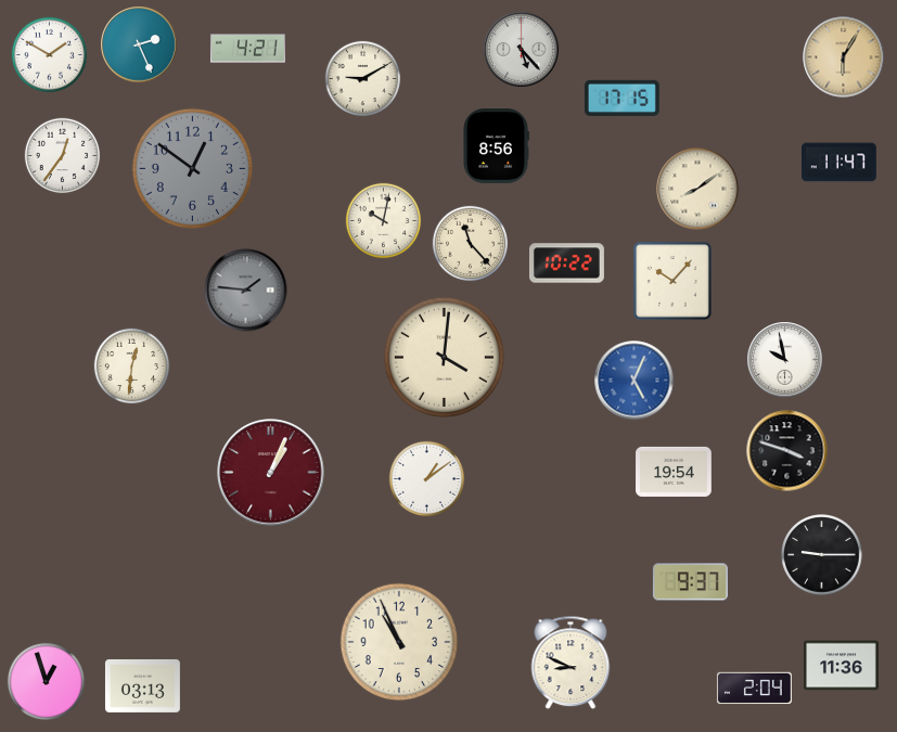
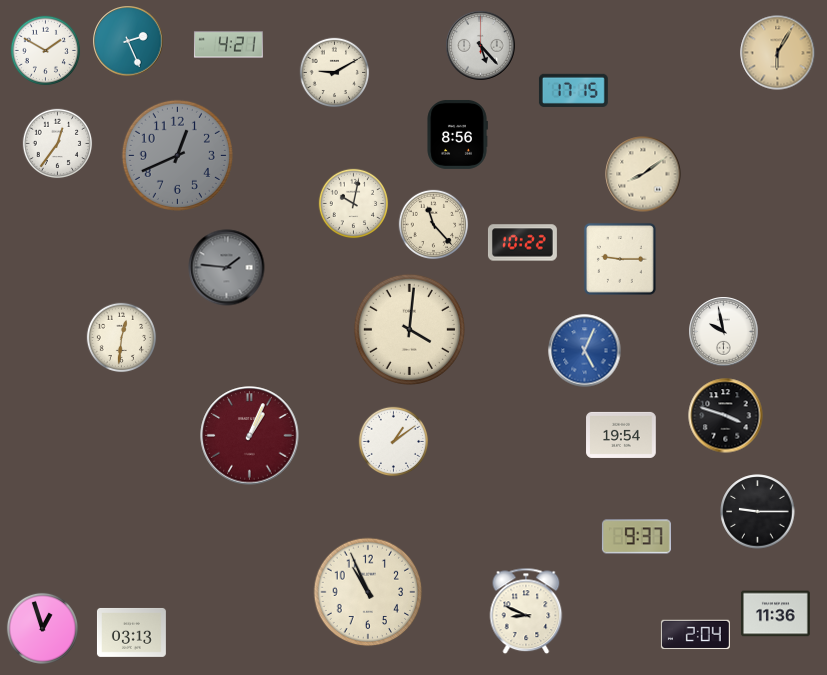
clock at (838, 163): 11:47 -> none
clock at (192, 168): 12:51 -> 12:41
clock at (672, 281): 10:07 -> 9:15
